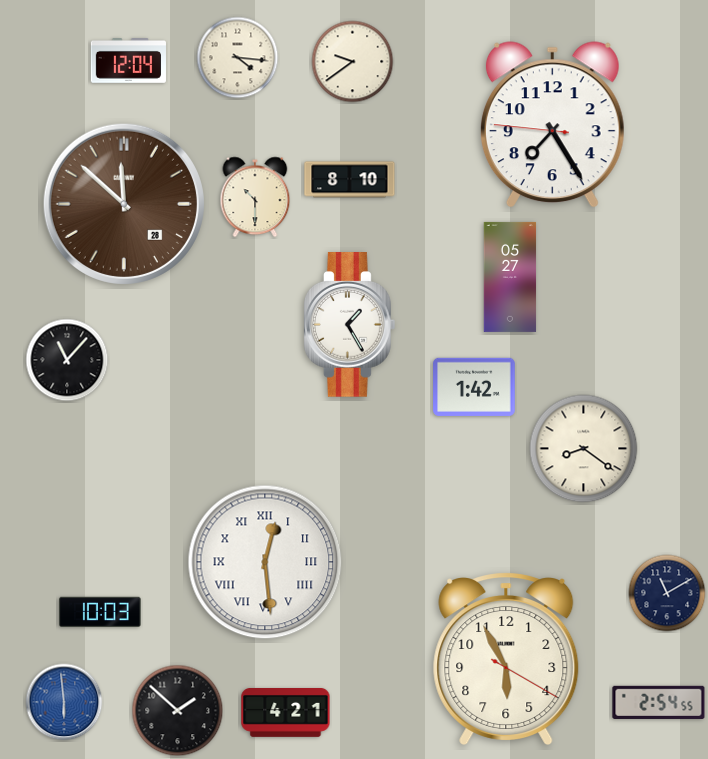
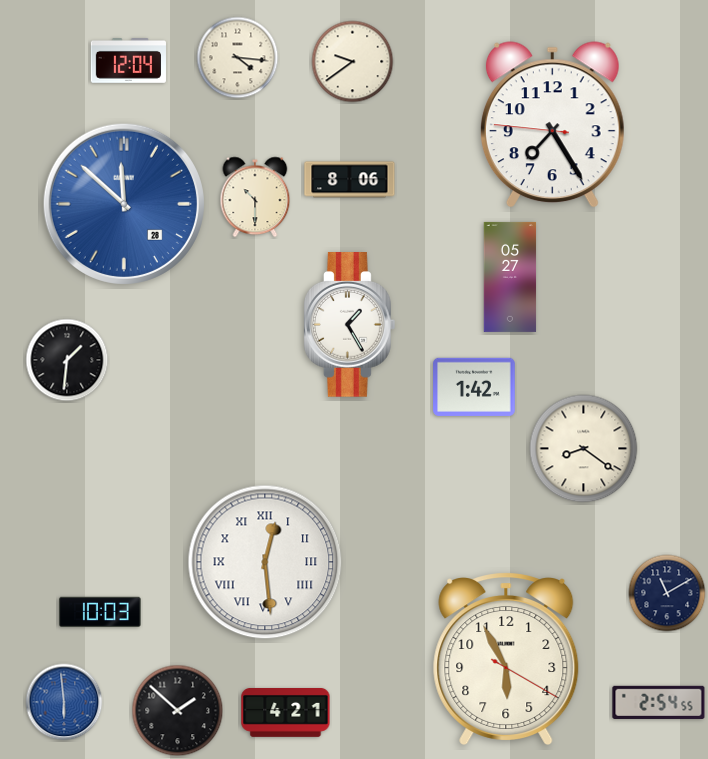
clock at (350, 180): 8:10 -> 8:06
clock at (124, 204) dial: brown -> blue
clock at (67, 360): 11:07 -> 1:31
